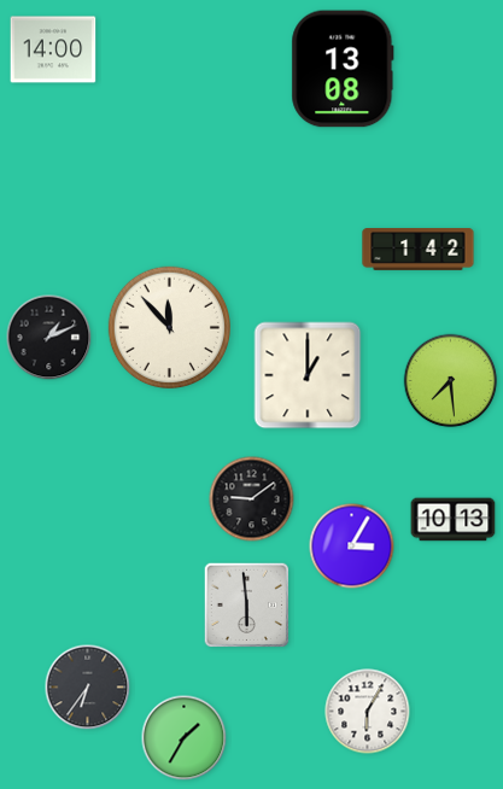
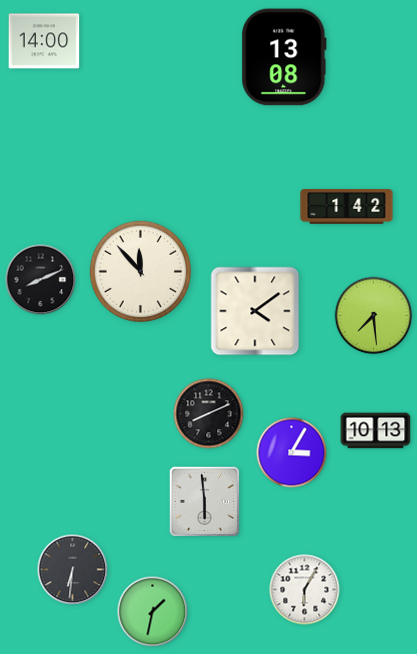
clock at (49, 338): 1:11 -> 8:11
clock at (308, 375): 1:00 -> 4:09
clock at (252, 499): 9:09 -> 8:11
clock at (88, 688): 6:36 -> 6:31
clock at (185, 738): 1:35 -> 1:32
